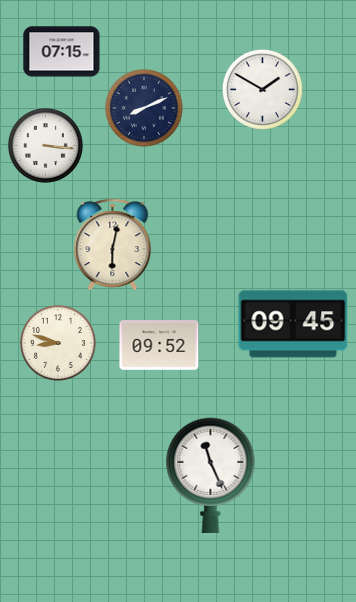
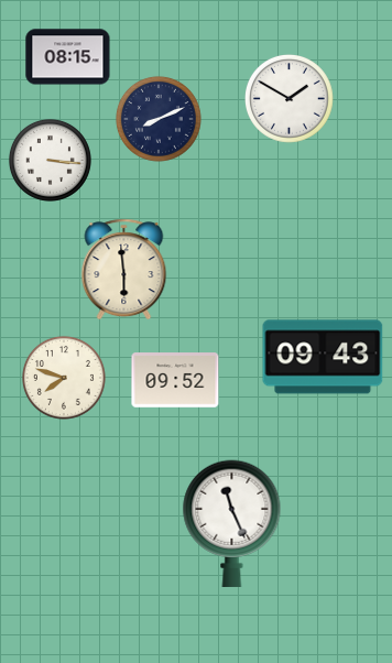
clock at (62, 52): 07:15 -> 08:15
clock at (113, 245): 6:02 -> 5:59
clock at (293, 324): 09:45 -> 09:43
clock at (58, 343): 8:48 -> 7:48
